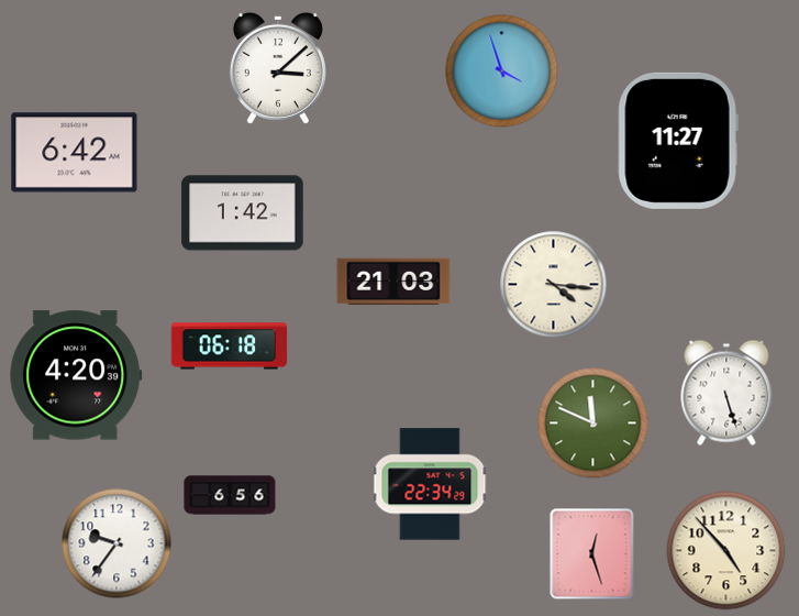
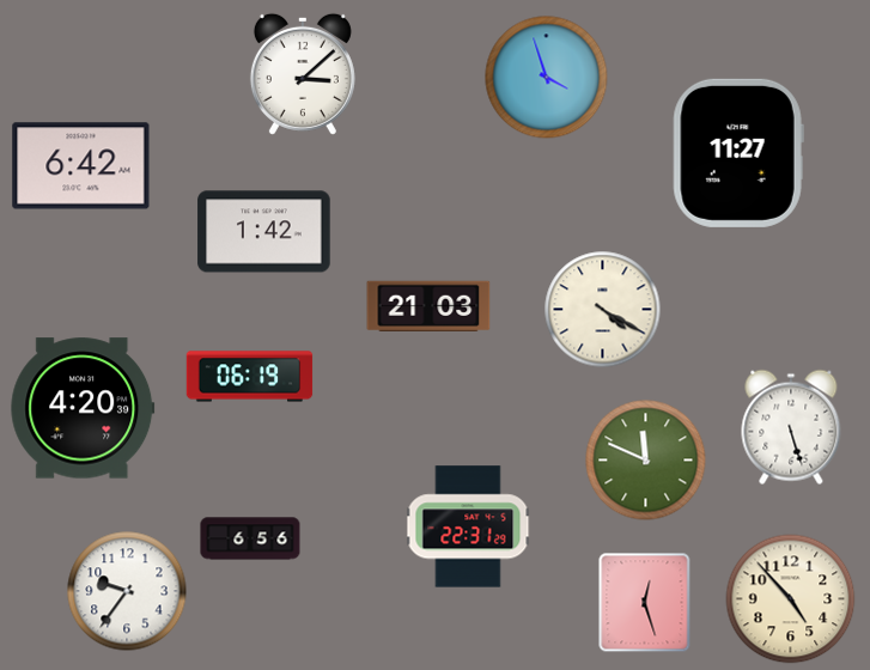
clock at (554, 285): 4:16 -> 4:20
clock at (230, 346): 06:18 -> 06:19
clock at (430, 484): 22:34 -> 22:31
